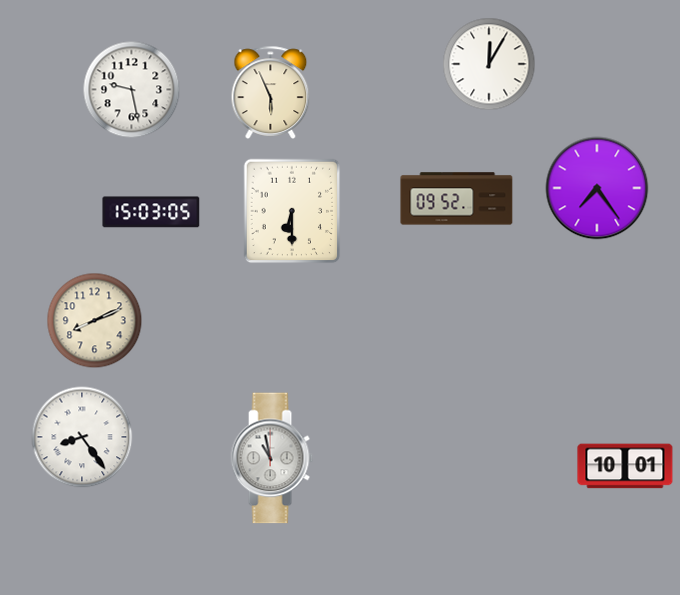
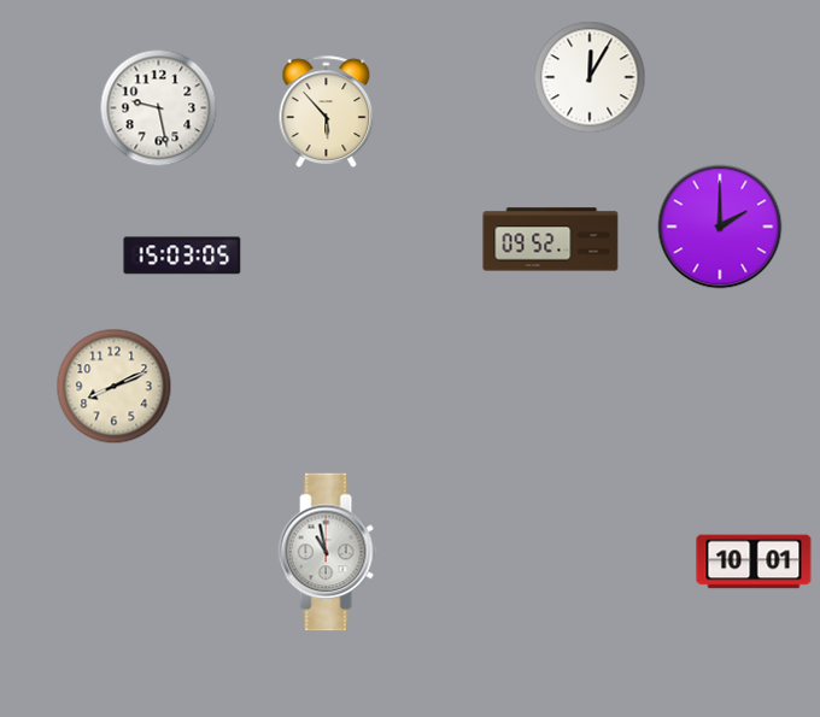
clock at (271, 92): 5:56 -> 5:53
clock at (597, 188): 7:24 -> 2:00
clock at (292, 211): 6:30 -> none
clock at (82, 437): 8:24 -> none
